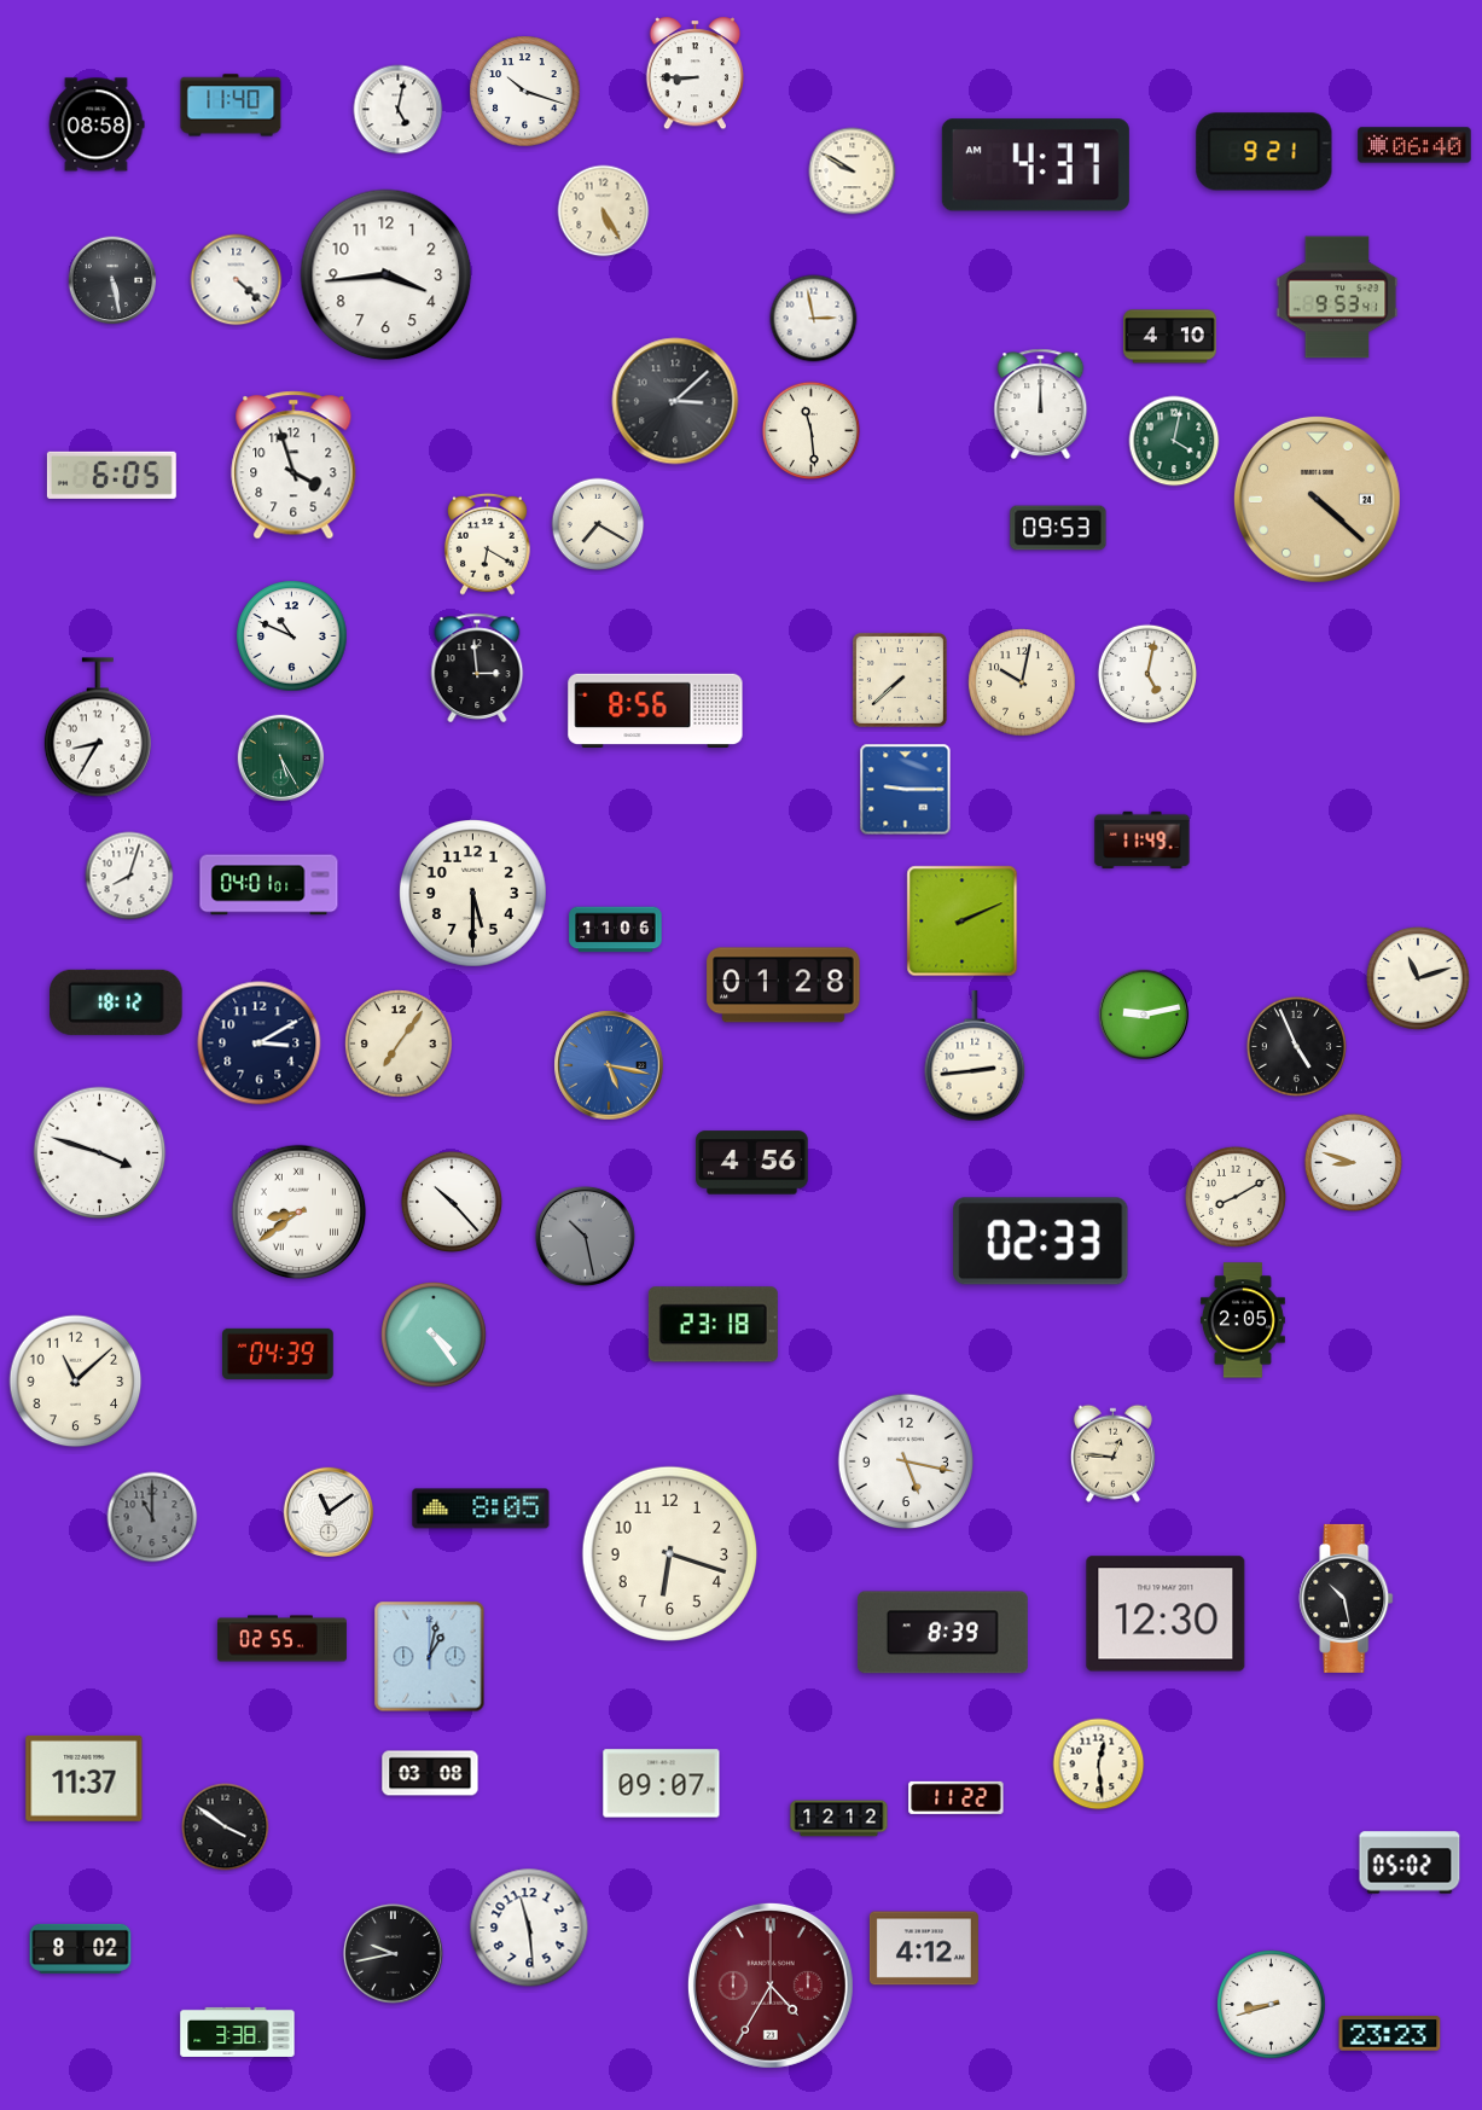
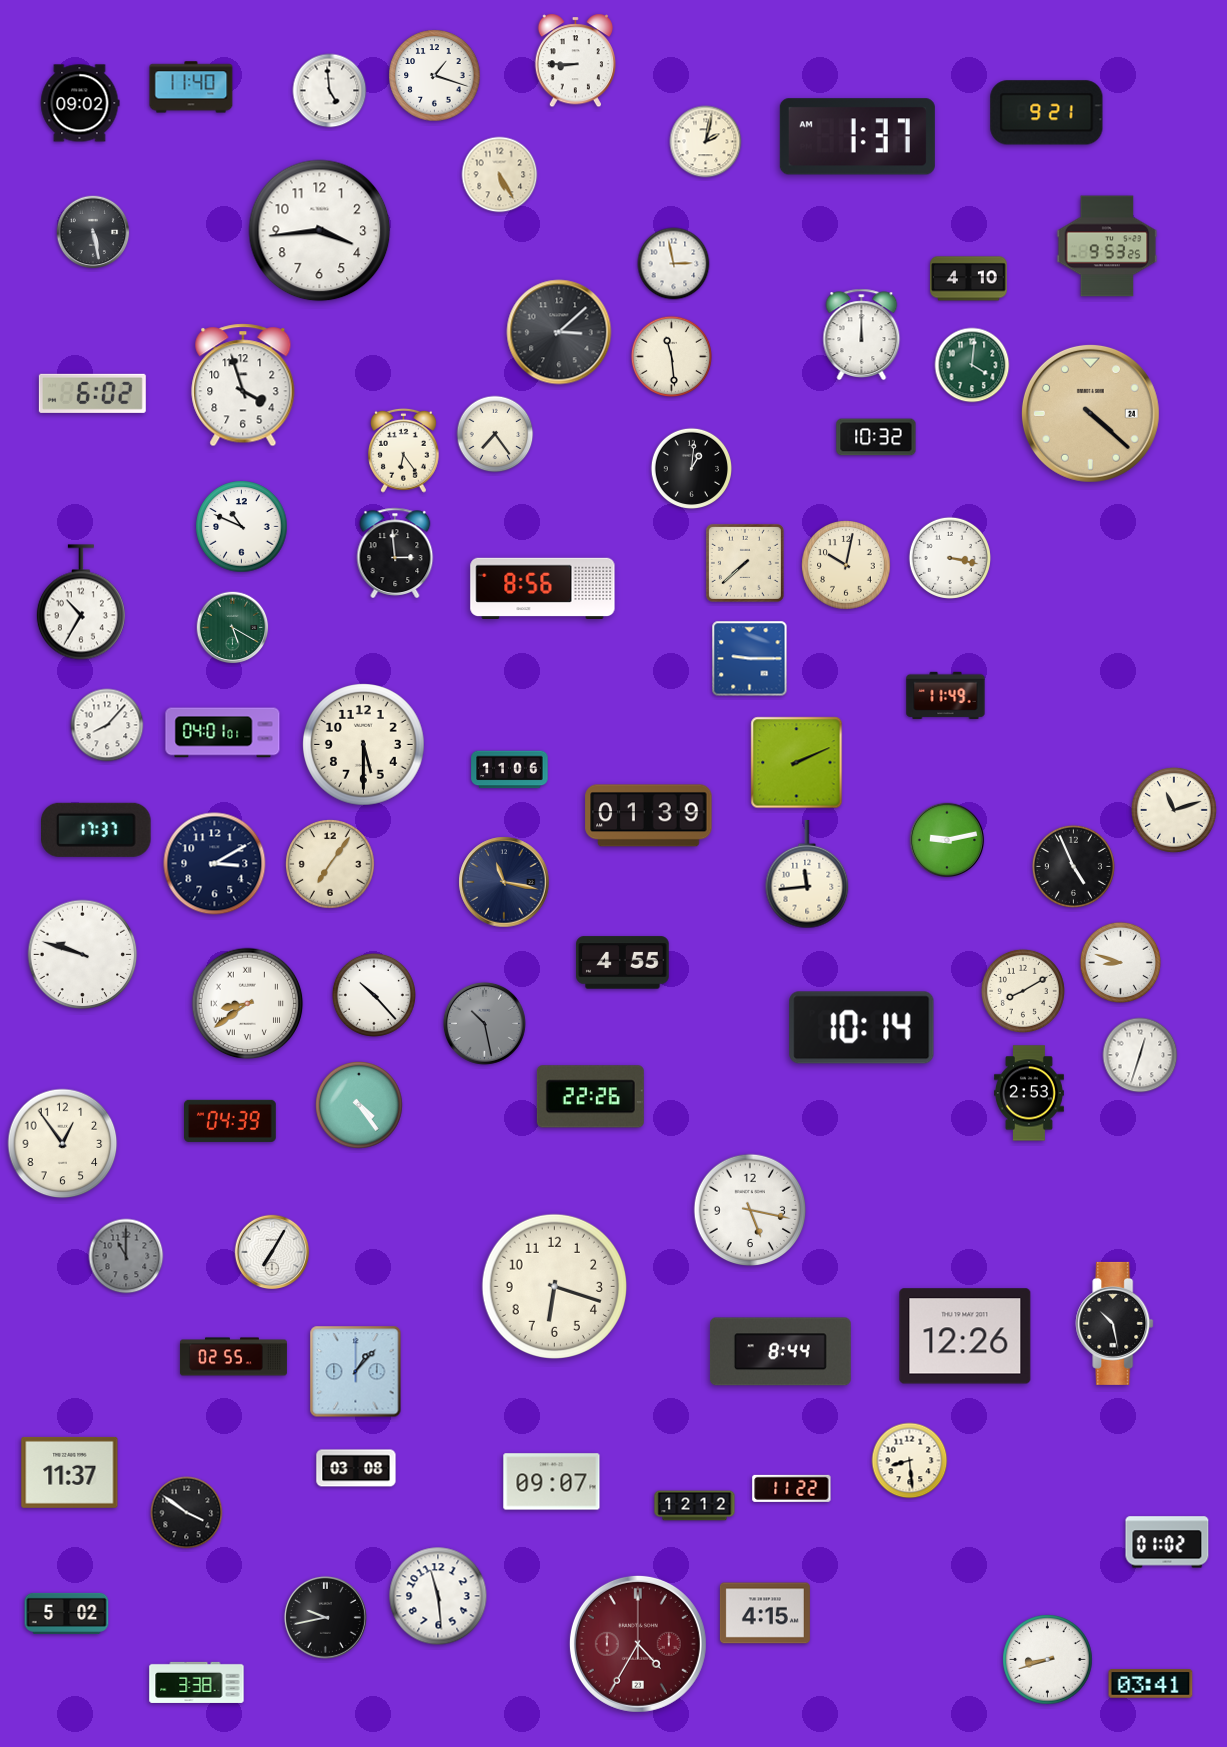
clock at (525, 92): 10:18 -> 1:18
clock at (399, 110): 5:02 -> 4:59
clock at (97, 124): 08:58 -> 09:02
clock at (1414, 145): 06:40 -> none
clock at (1265, 152) position: (1265, 152) -> (1047, 113)
clock at (1035, 165): 4:37 -> 1:37
clock at (853, 172): 9:50 -> 2:02
clock at (387, 275) position: (387, 275) -> (320, 231)
clock at (237, 280): 4:22 -> none
clock at (1337, 297): 9:53:41 -> 9:53:25
clock at (1174, 441): 4:02 -> 4:01
clock at (111, 475): 6:05 -> 6:02
clock at (598, 524): 7:20 -> 7:24
clock at (1058, 528): 09:53 -> 10:32
clock at (488, 544): 6:20 -> 6:24
clock at (691, 468): none -> 1:01
clock at (1147, 674): 5:02 -> 3:17
clock at (98, 727): 8:35 -> 10:35
clock at (281, 758): 5:25 -> 5:20
clock at (906, 790) position: (906, 790) -> (750, 659)
clock at (129, 876): 8:03 -> 8:07
clock at (473, 894) position: (473, 894) -> (364, 745)
clock at (784, 986): 01:28 -> 01:39
clock at (116, 1002): 18:12 -> 17:37
clock at (975, 1057): 2:44 -> 11:44
clock at (609, 1065): 5:17 -> 11:17
clock at (609, 1065) dial: blue -> navy
clock at (100, 1153): 3:48 -> 9:48
clock at (752, 1163): 4:56 -> 4:55
clock at (1041, 1242): 02:33 -> 10:14
clock at (1140, 1055): none -> 12:33
clock at (1243, 1320): 2:05 -> 2:53
clock at (713, 1325): 23:18 -> 22:26
clock at (76, 1382): 11:08 -> 12:54
clock at (1112, 1453): 12:46 -> none
clock at (481, 1509): 8:05 -> none
clock at (329, 1512): 11:09 -> 7:05
clock at (1166, 1614): 12:30 -> 12:26
clock at (942, 1633): 8:39 -> 8:44
clock at (430, 1657): 1:02 -> 1:07
clock at (1099, 1765): 12:29 -> 8:29
clock at (662, 1784) position: (662, 1784) -> (552, 1482)
clock at (1410, 1862): 05:02 -> 01:02
clock at (81, 1948): 8:02 -> 5:02
clock at (924, 1948): 4:12 -> 4:15
clock at (1272, 2005) position: (1272, 2005) -> (1048, 1660)
clock at (1390, 2034): 23:23 -> 03:41
